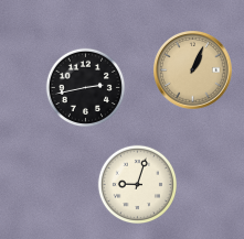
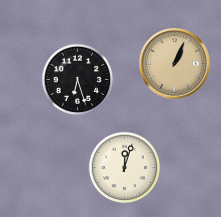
clock at (86, 88): 2:43 -> 6:27
clock at (138, 185): 9:03 -> 12:03
